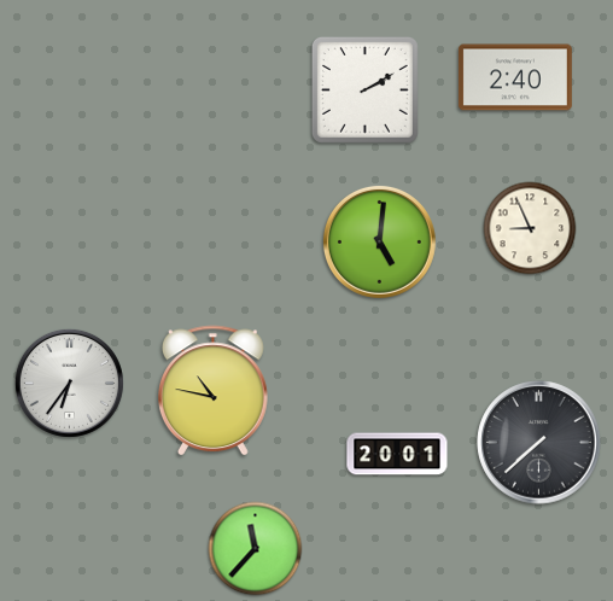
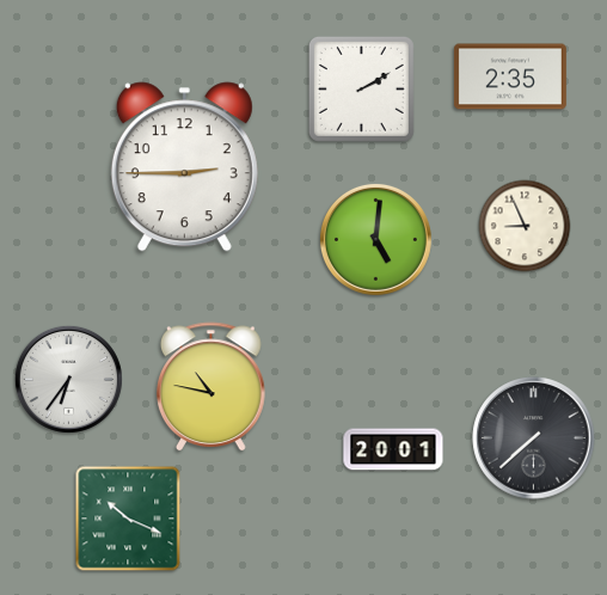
clock at (515, 77): 2:40 -> 2:35
clock at (184, 167): none -> 2:45
clock at (128, 519): none -> 10:19
clock at (256, 549): 11:37 -> none
